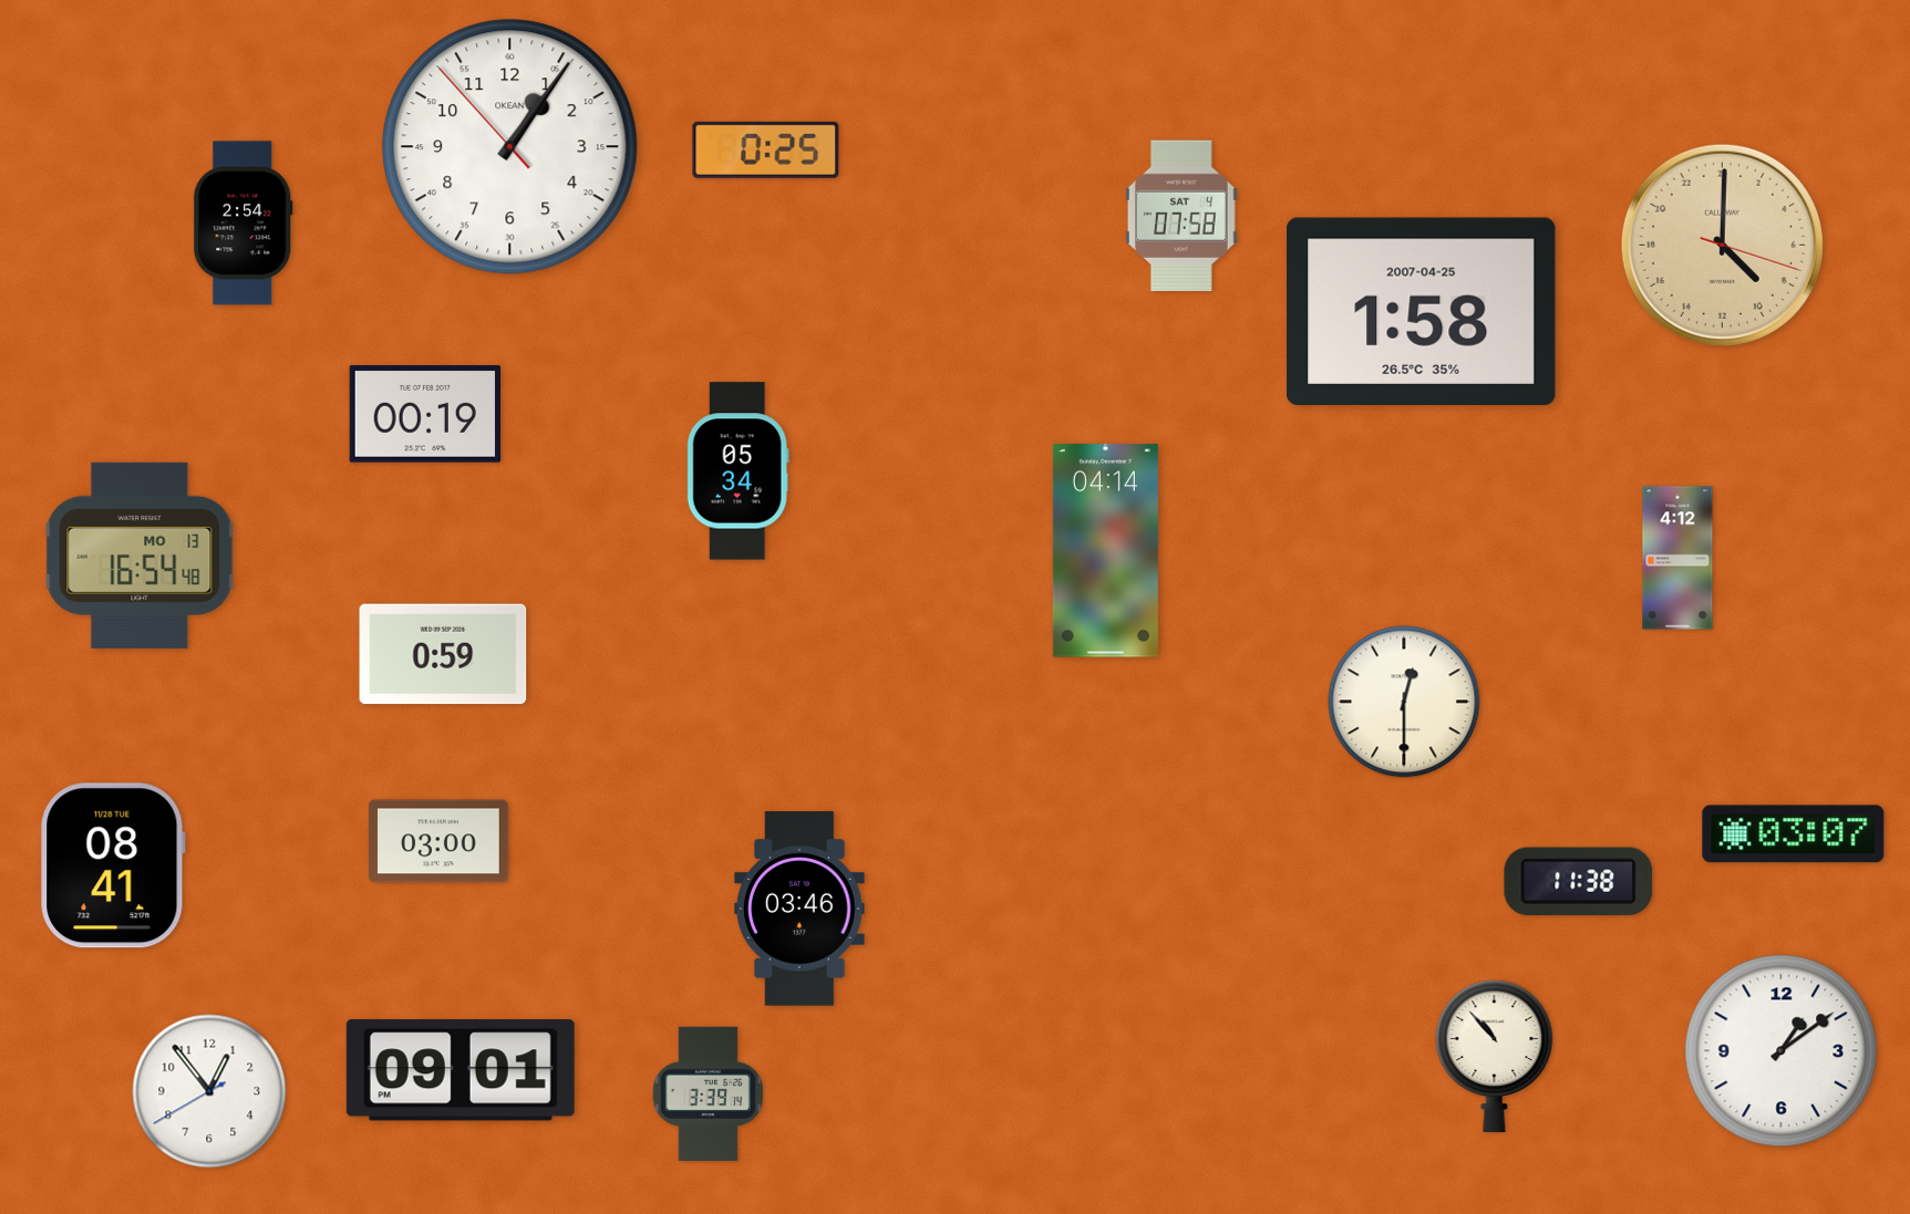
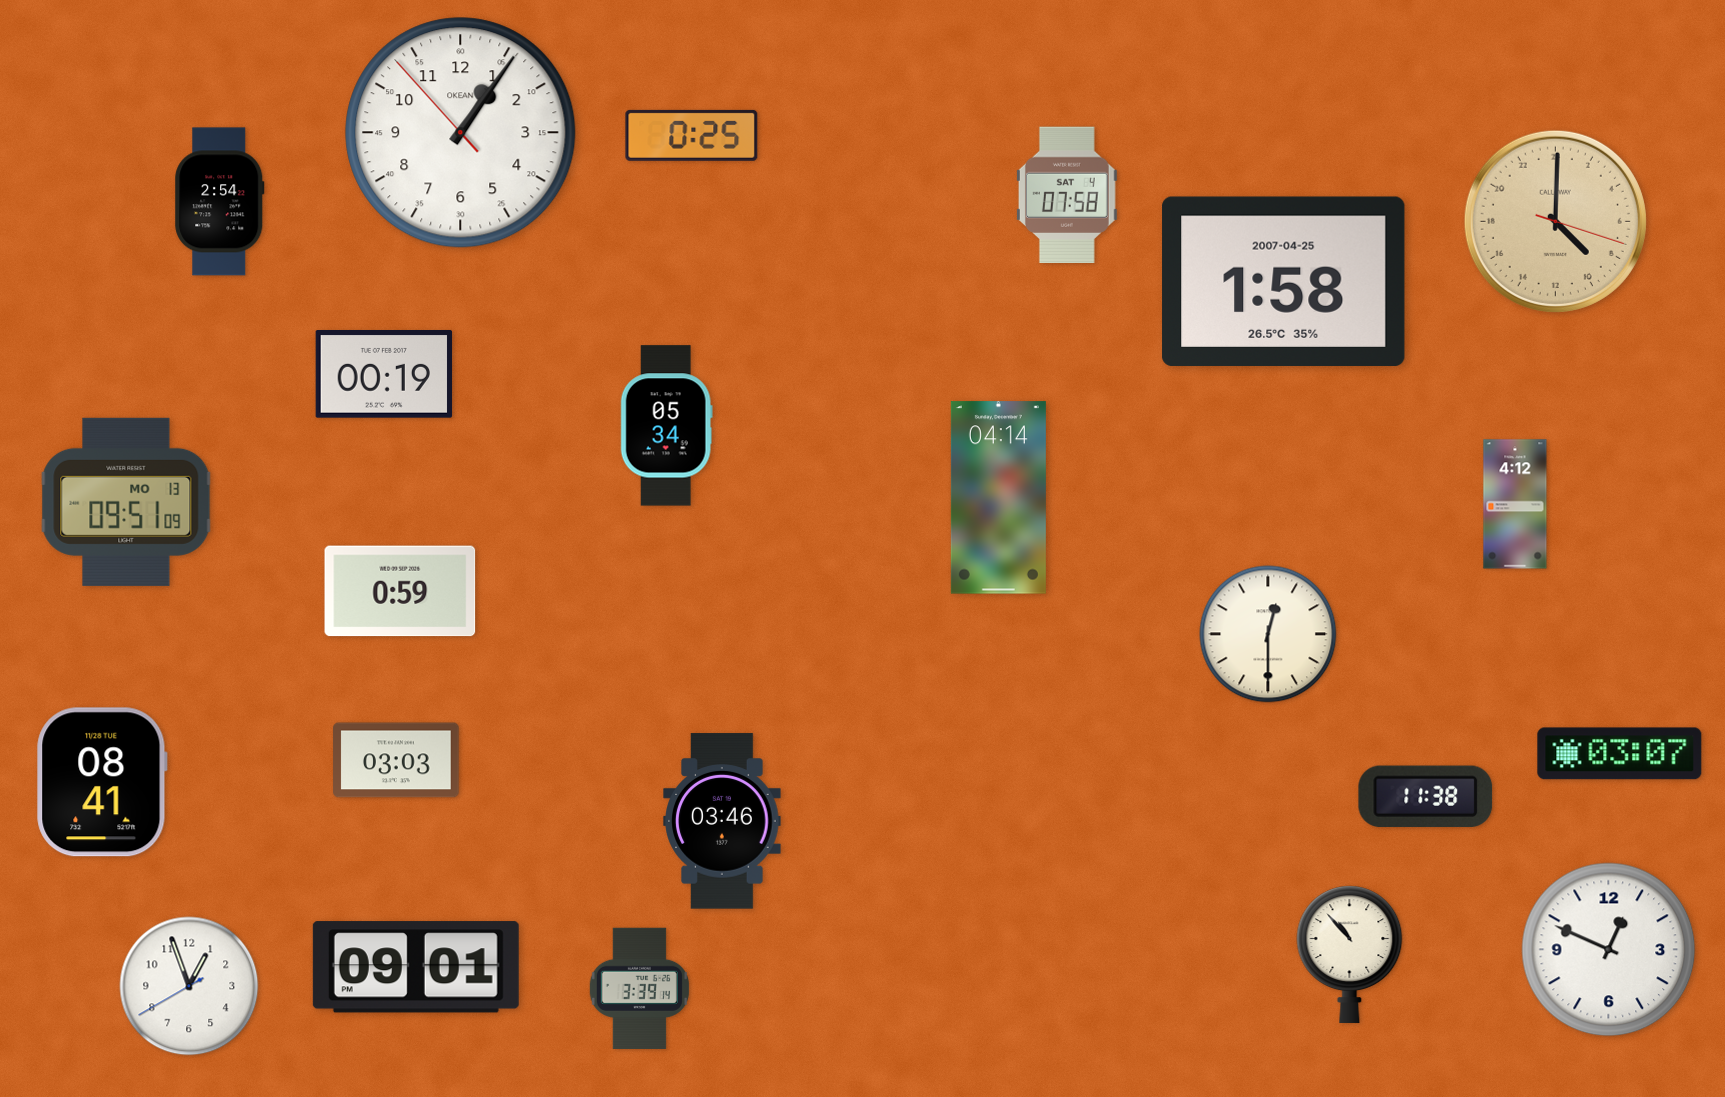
clock at (140, 556): 16:54 -> 09:51
clock at (438, 841): 03:00 -> 03:03
clock at (1782, 1051): 1:09 -> 12:49
clock at (209, 1091): 12:53 -> 12:56
